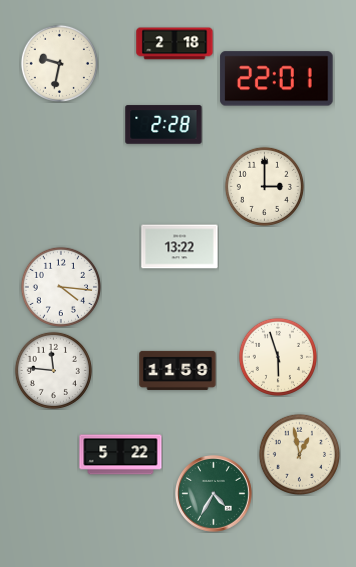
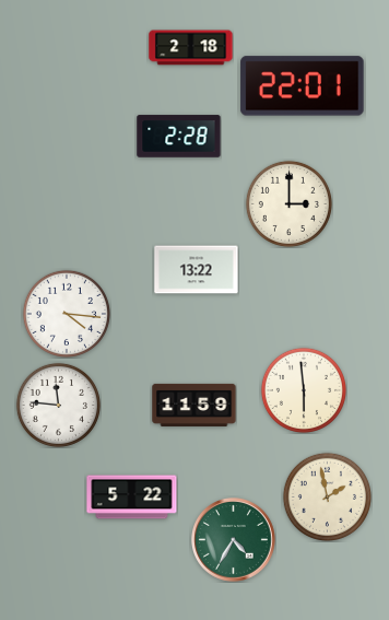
clock at (59, 63): 9:32 -> none
clock at (278, 357): 5:57 -> 5:59
clock at (299, 454): 12:58 -> 1:58
